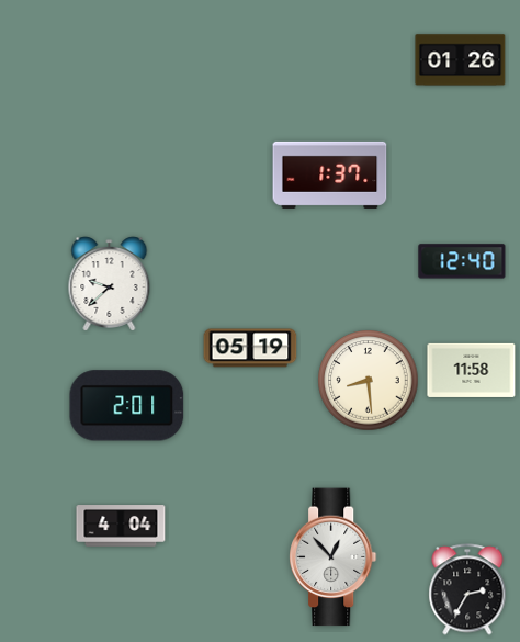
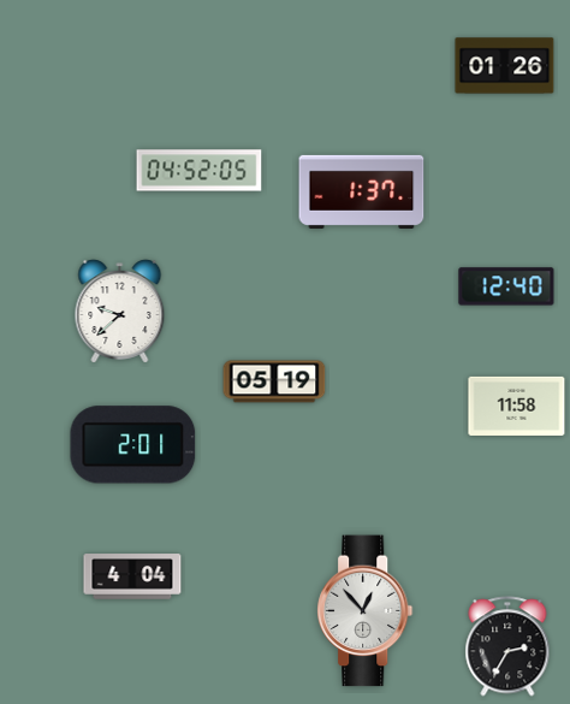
clock at (200, 171): none -> 04:52
clock at (369, 381): 8:29 -> none
clock at (127, 406) position: (127, 406) -> (133, 445)
clock at (467, 589) position: (467, 589) -> (507, 646)
